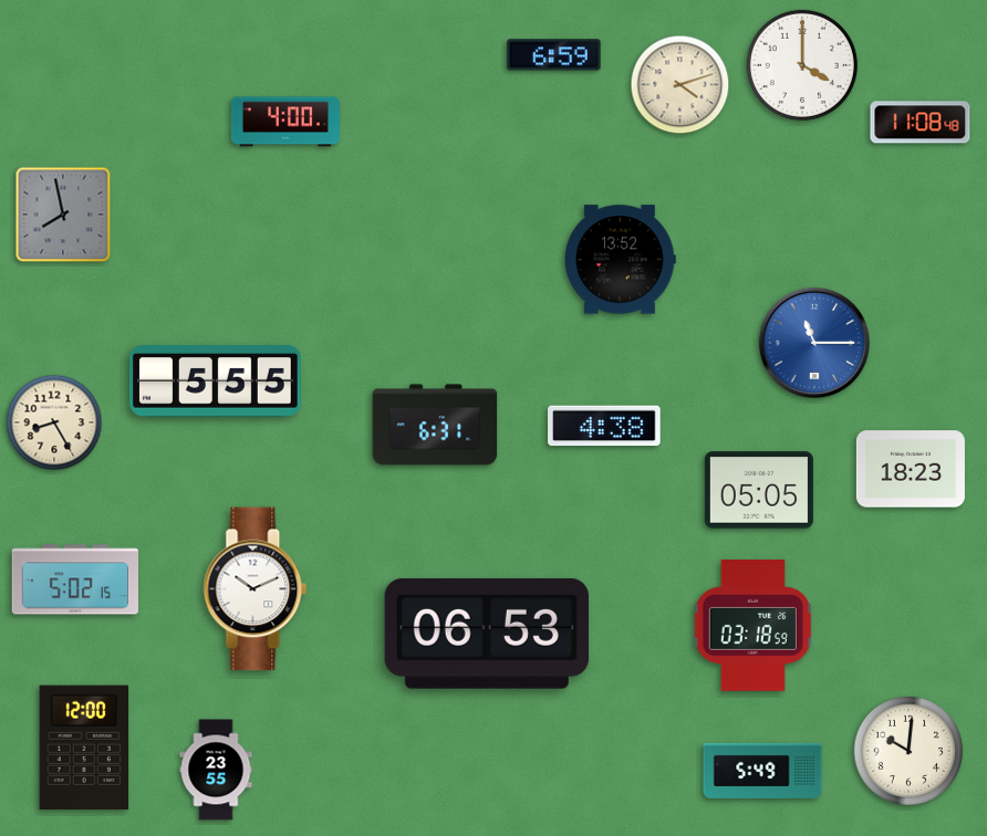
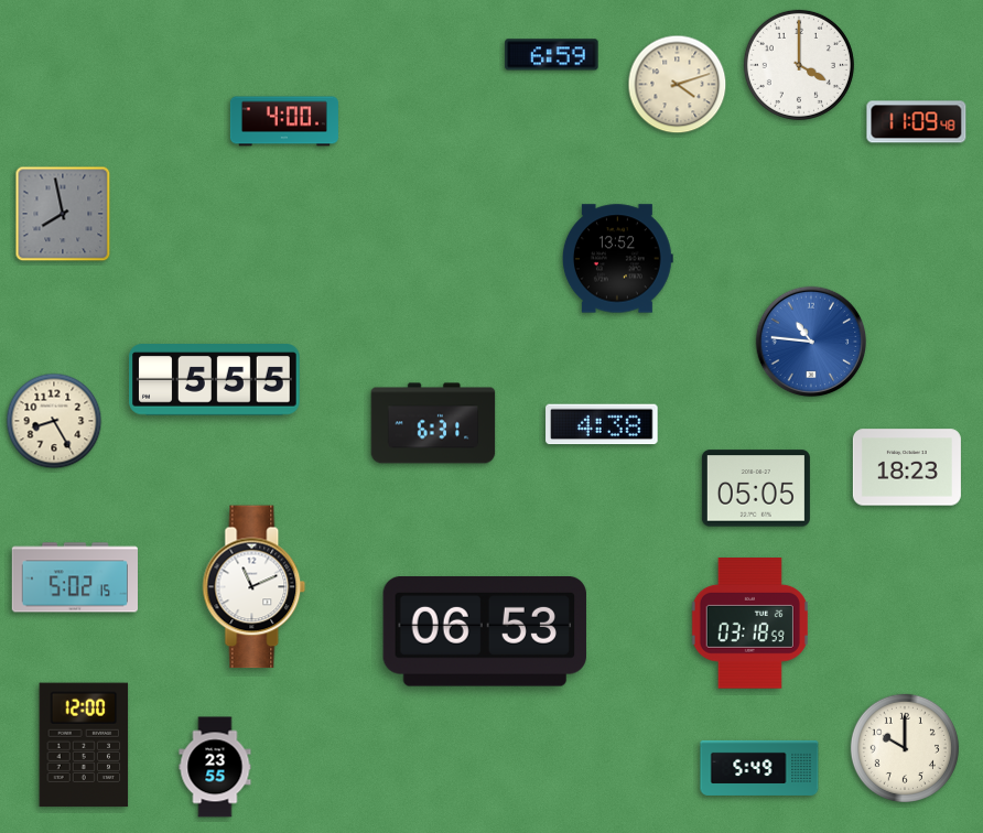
clock at (921, 123): 11:08 -> 11:09
clock at (814, 343): 11:15 -> 10:46
clock at (256, 589): 10:11 -> 11:11
clock at (908, 751): 10:01 -> 10:00
